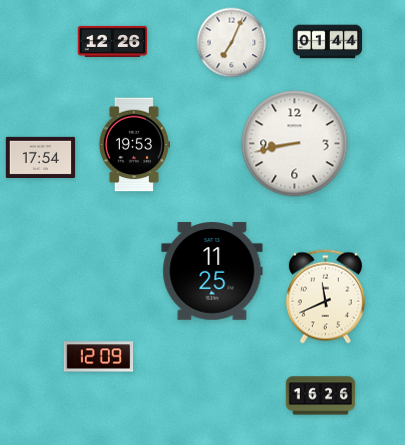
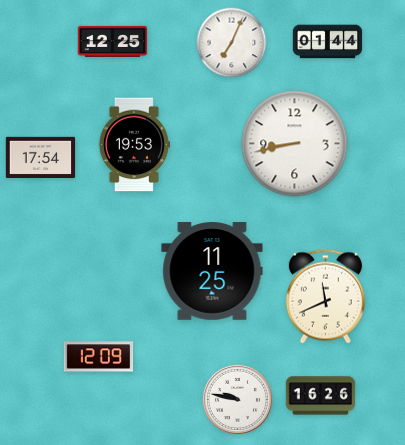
clock at (113, 41): 12:26 -> 12:25
clock at (237, 399): none -> 9:47
